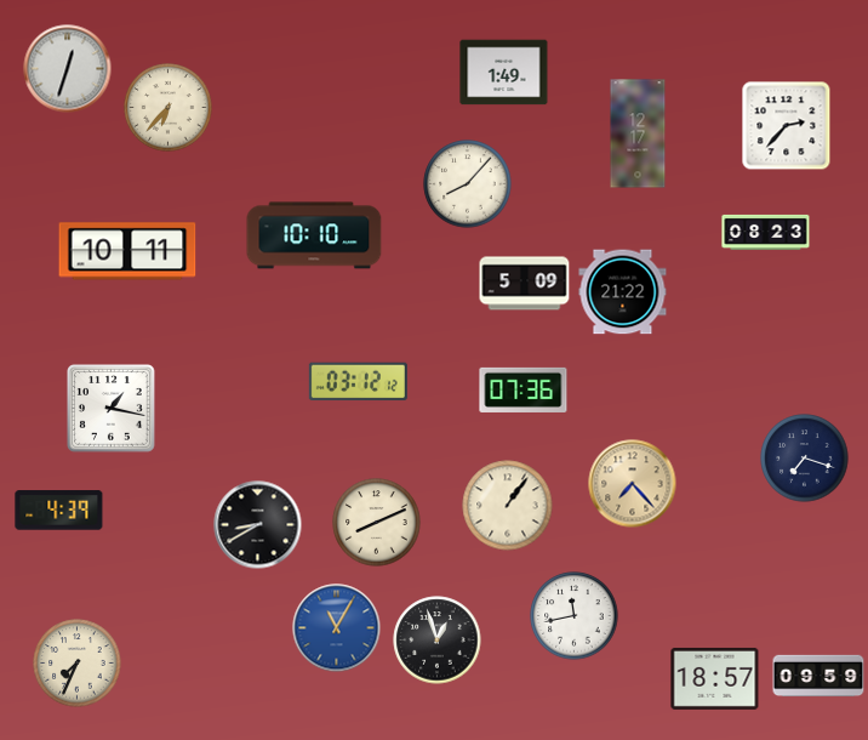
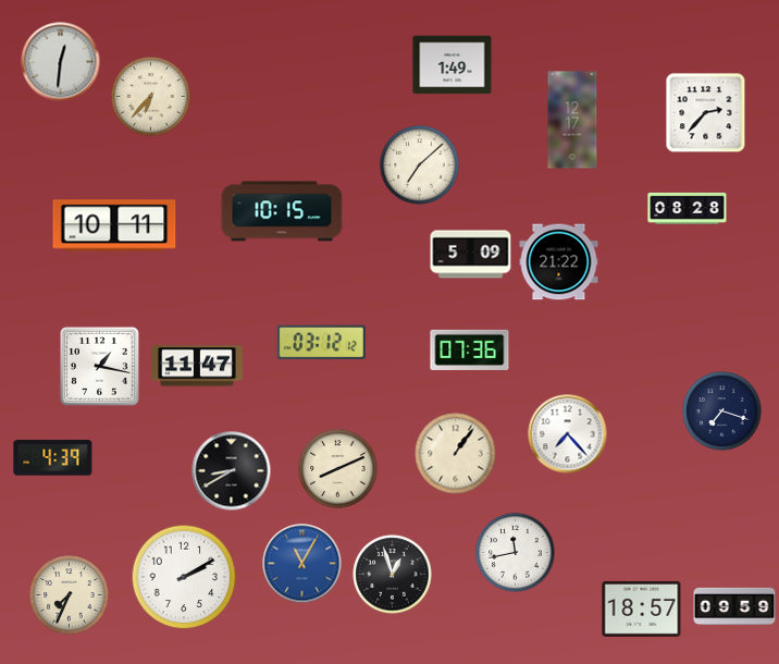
clock at (68, 69): 12:33 -> 12:31
clock at (468, 184): 8:07 -> 7:08
clock at (766, 232): 08:23 -> 08:28
clock at (314, 235): 10:10 -> 10:15
clock at (197, 366): none -> 11:47
clock at (633, 484) dial: champagne -> white
clock at (184, 577): none -> 2:10
